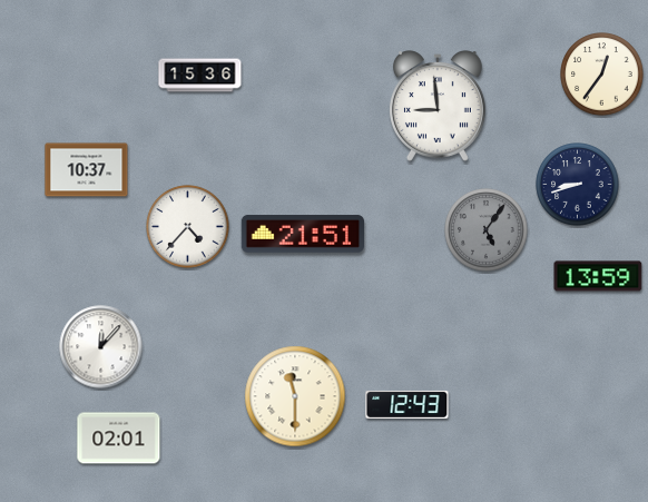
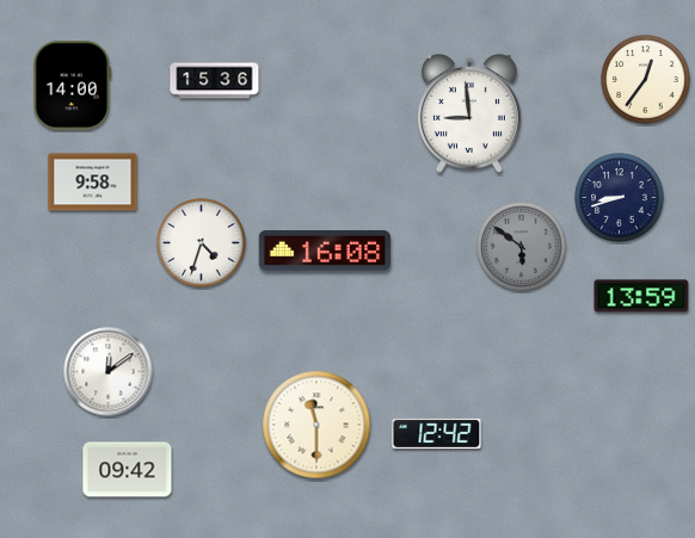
clock at (73, 86): none -> 14:00
clock at (87, 170): 10:37 -> 9:58
clock at (188, 227): 4:37 -> 4:33
clock at (487, 230): 5:06 -> 5:51
clock at (302, 234): 21:51 -> 16:08
clock at (101, 347): 12:07 -> 12:09
clock at (408, 404): 12:43 -> 12:42
clock at (119, 439): 02:01 -> 09:42
